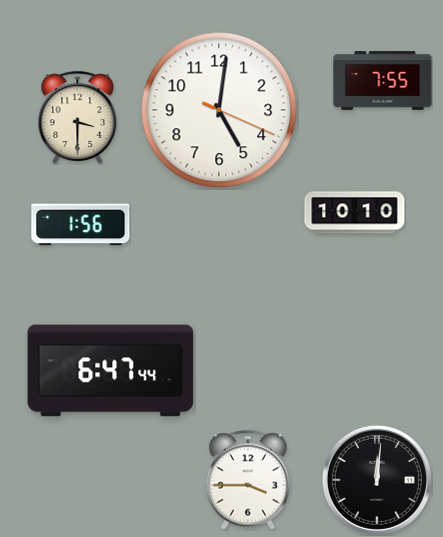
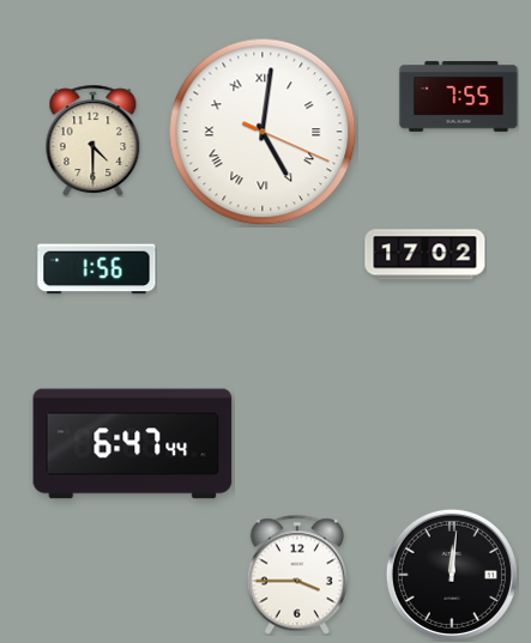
clock at (219, 110) numerals: Arabic -> Roman
clock at (78, 117): 3:30 -> 4:30
clock at (355, 213): 10:10 -> 17:02
